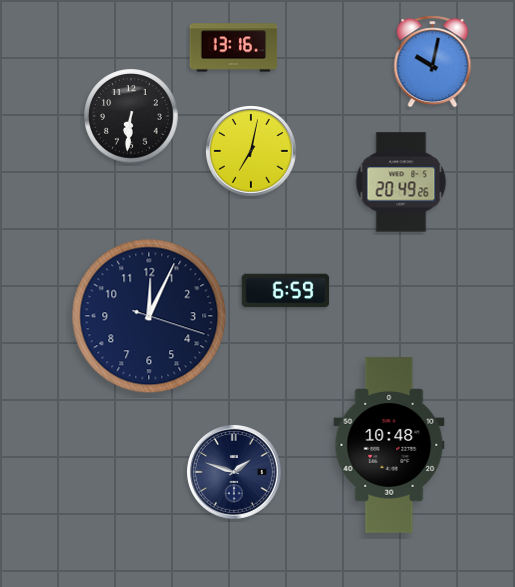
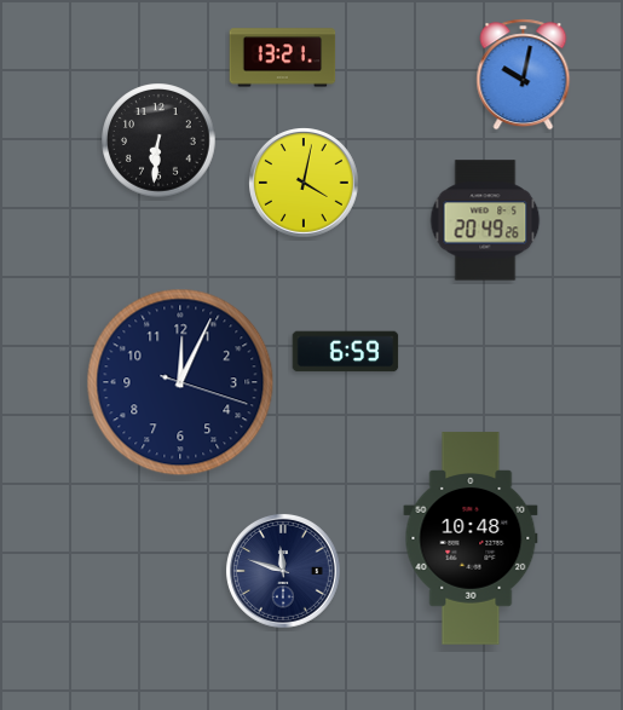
clock at (234, 48): 13:16 -> 13:21
clock at (252, 152): 7:02 -> 4:02
clock at (234, 472): 1:48 -> 11:48
